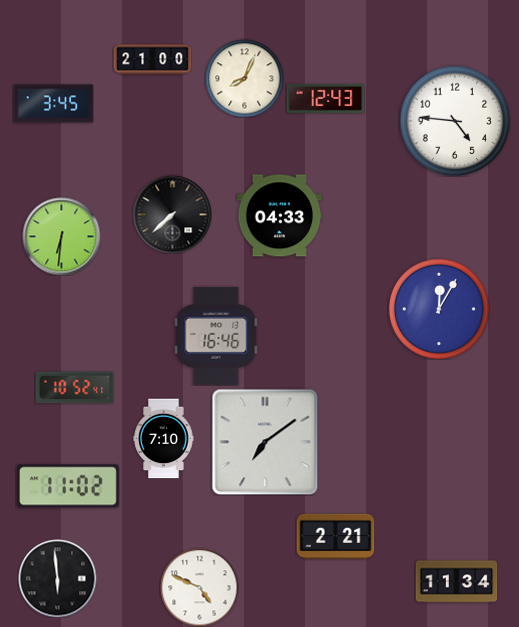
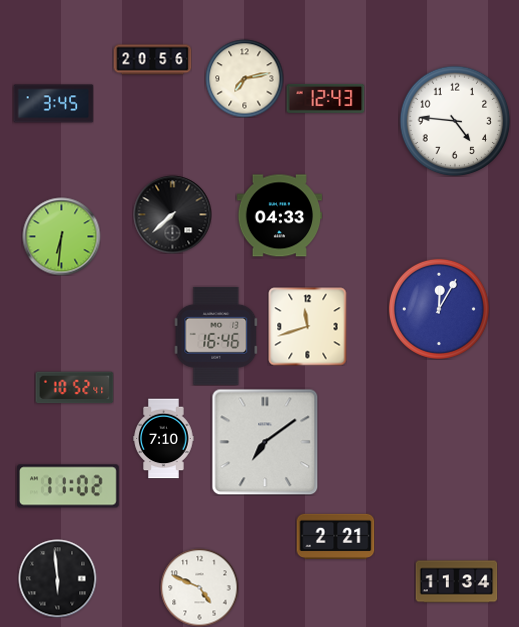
clock at (152, 60): 21:00 -> 20:56
clock at (244, 78): 8:04 -> 7:13
clock at (307, 326): none -> 11:42
